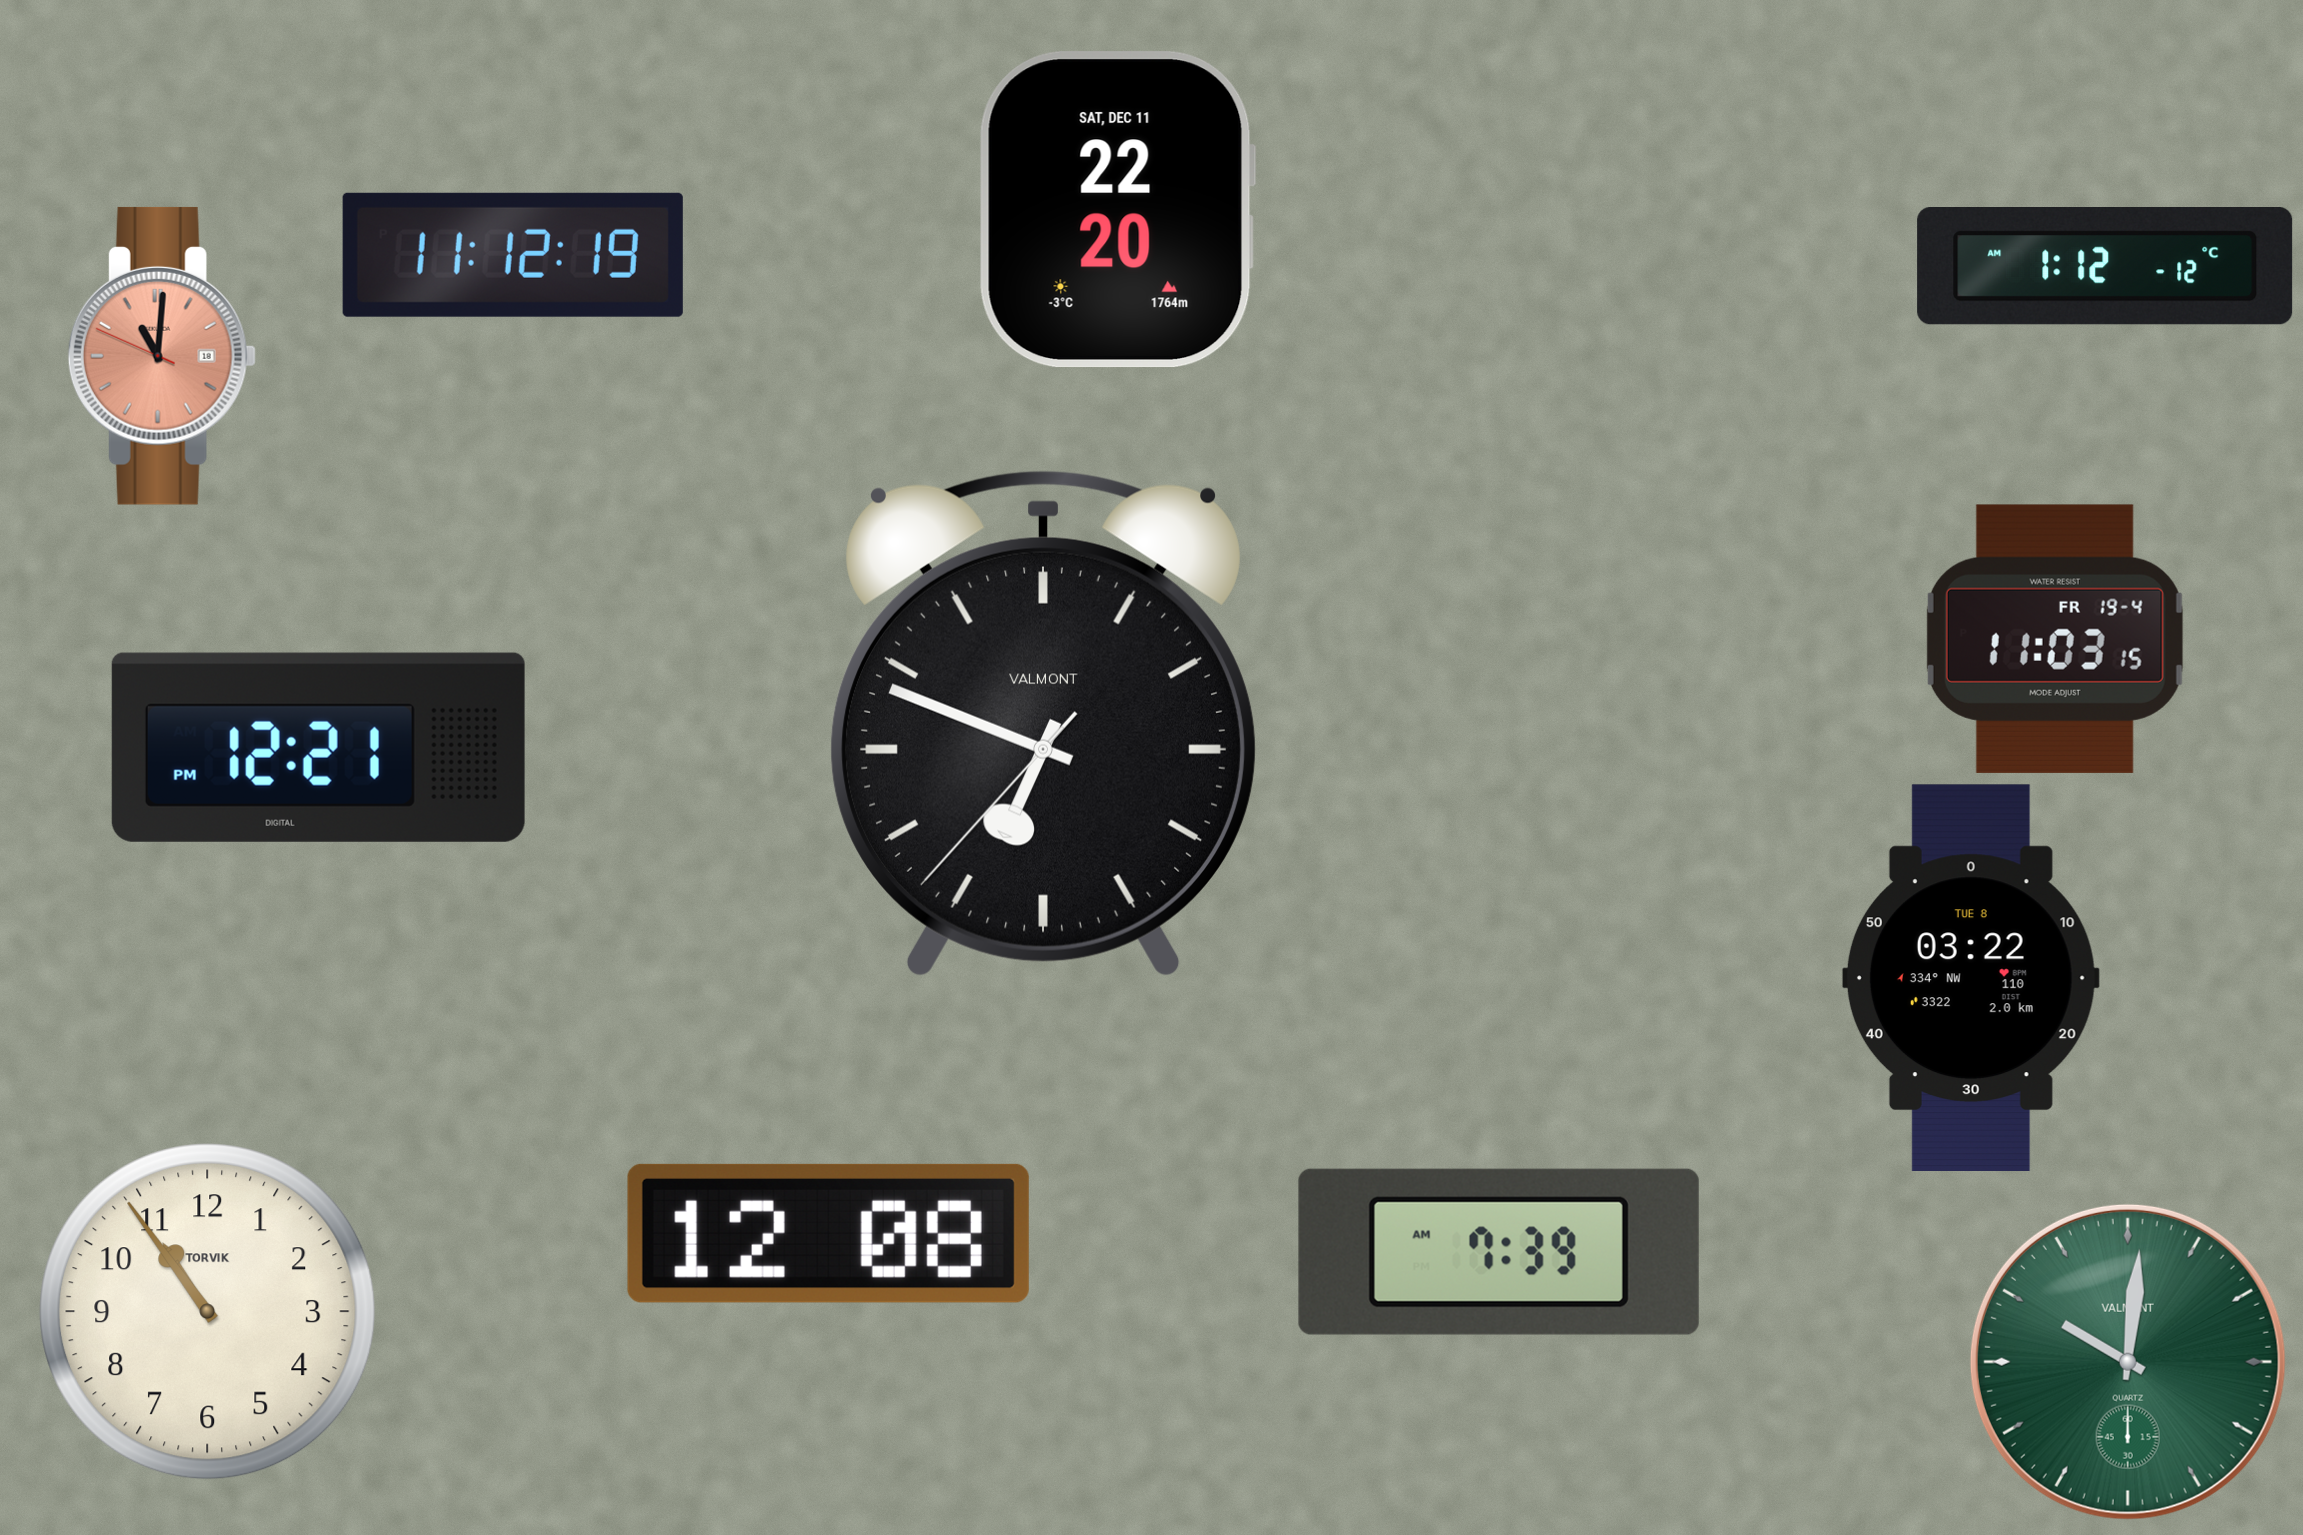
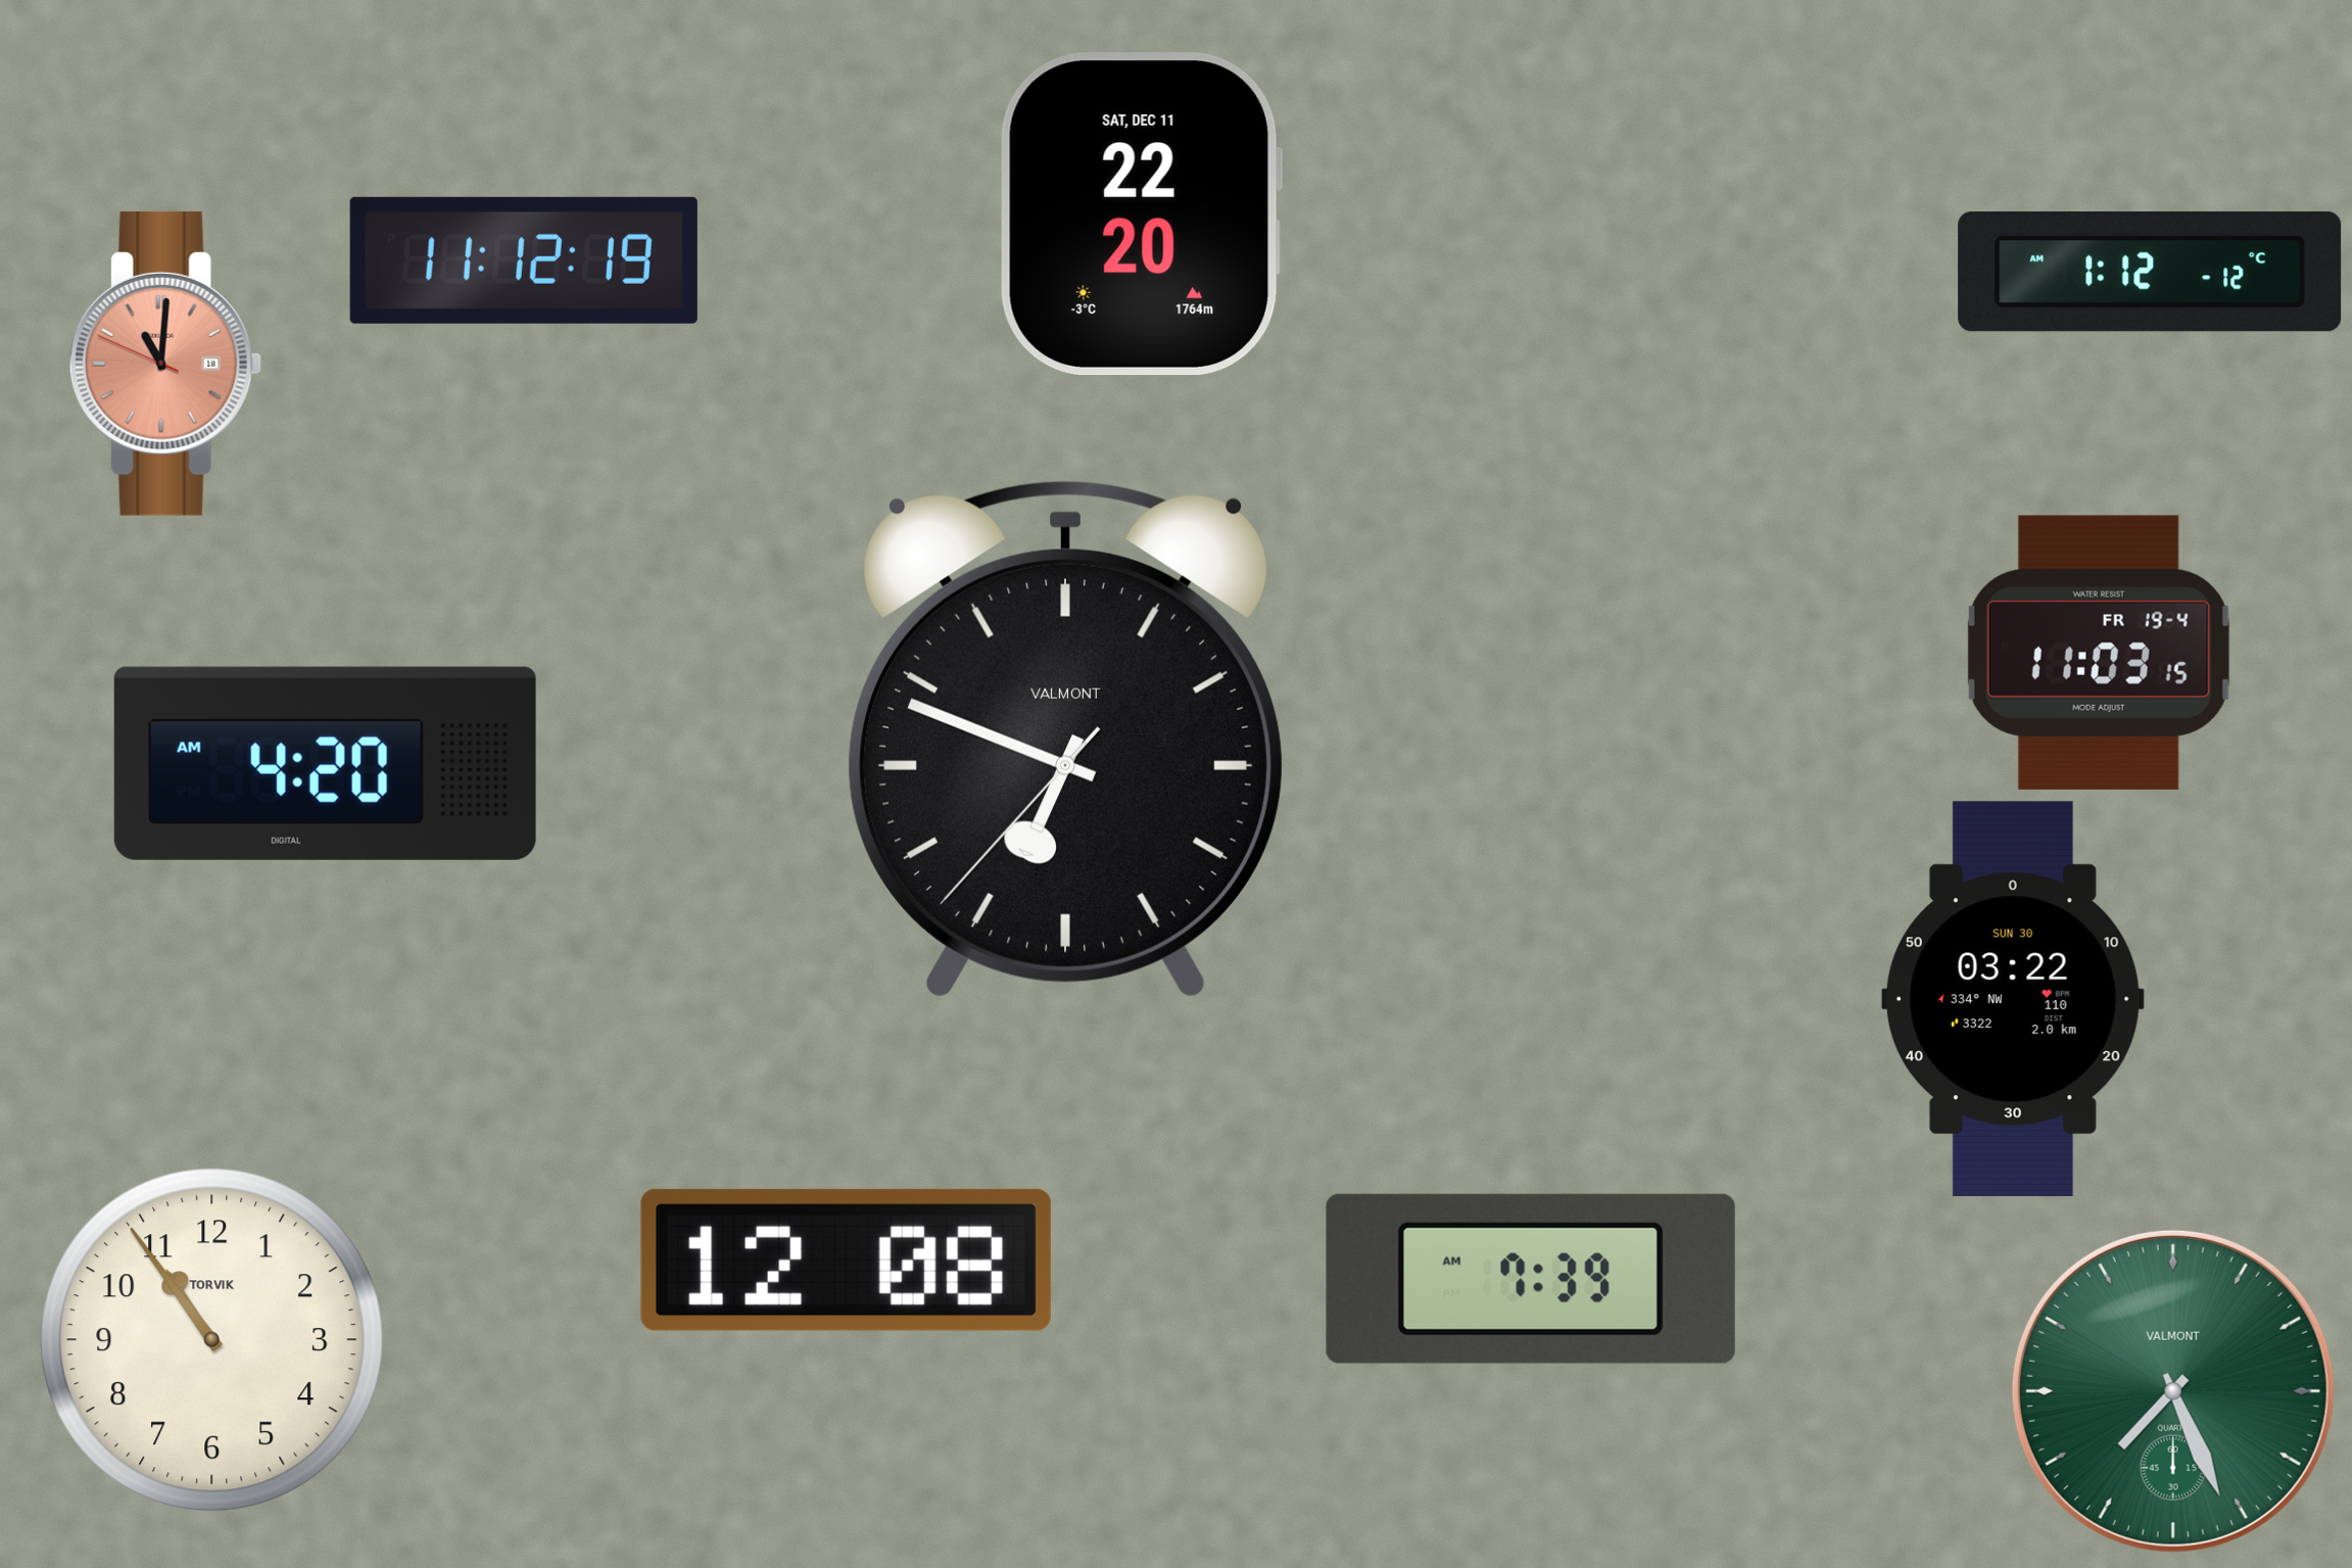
clock at (318, 747): 12:21 -> 4:20
clock at (1971, 977) date: TUE 8 -> SUN 30
clock at (2128, 1362): 10:01 -> 7:26
